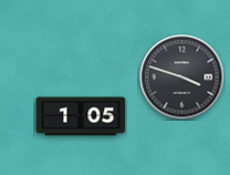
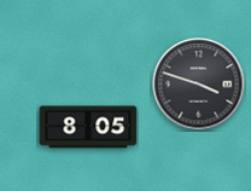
clock at (81, 116): 1:05 -> 8:05
